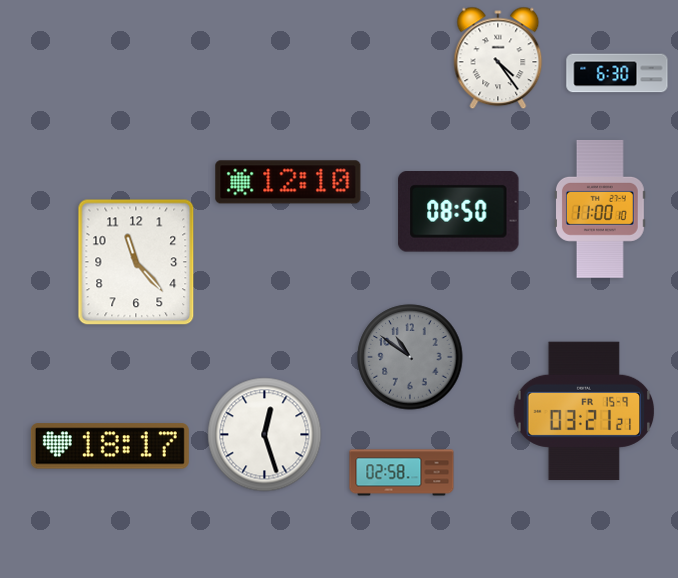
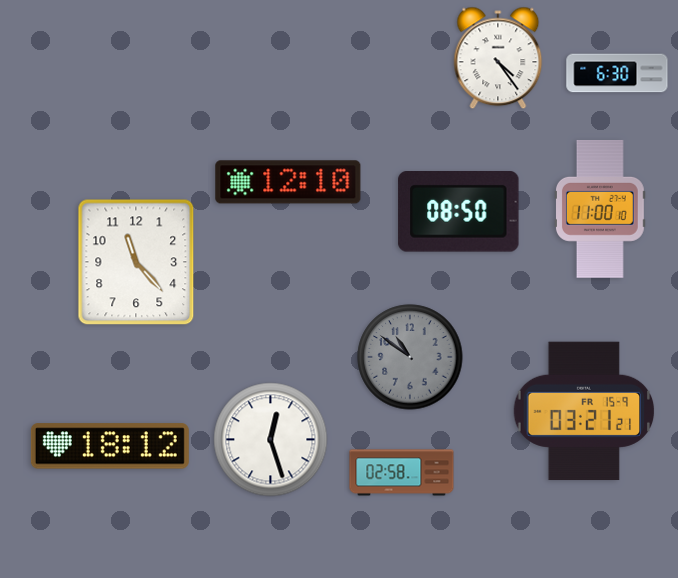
clock at (265, 435) position: (265, 435) -> (271, 440)
clock at (110, 446): 18:17 -> 18:12
